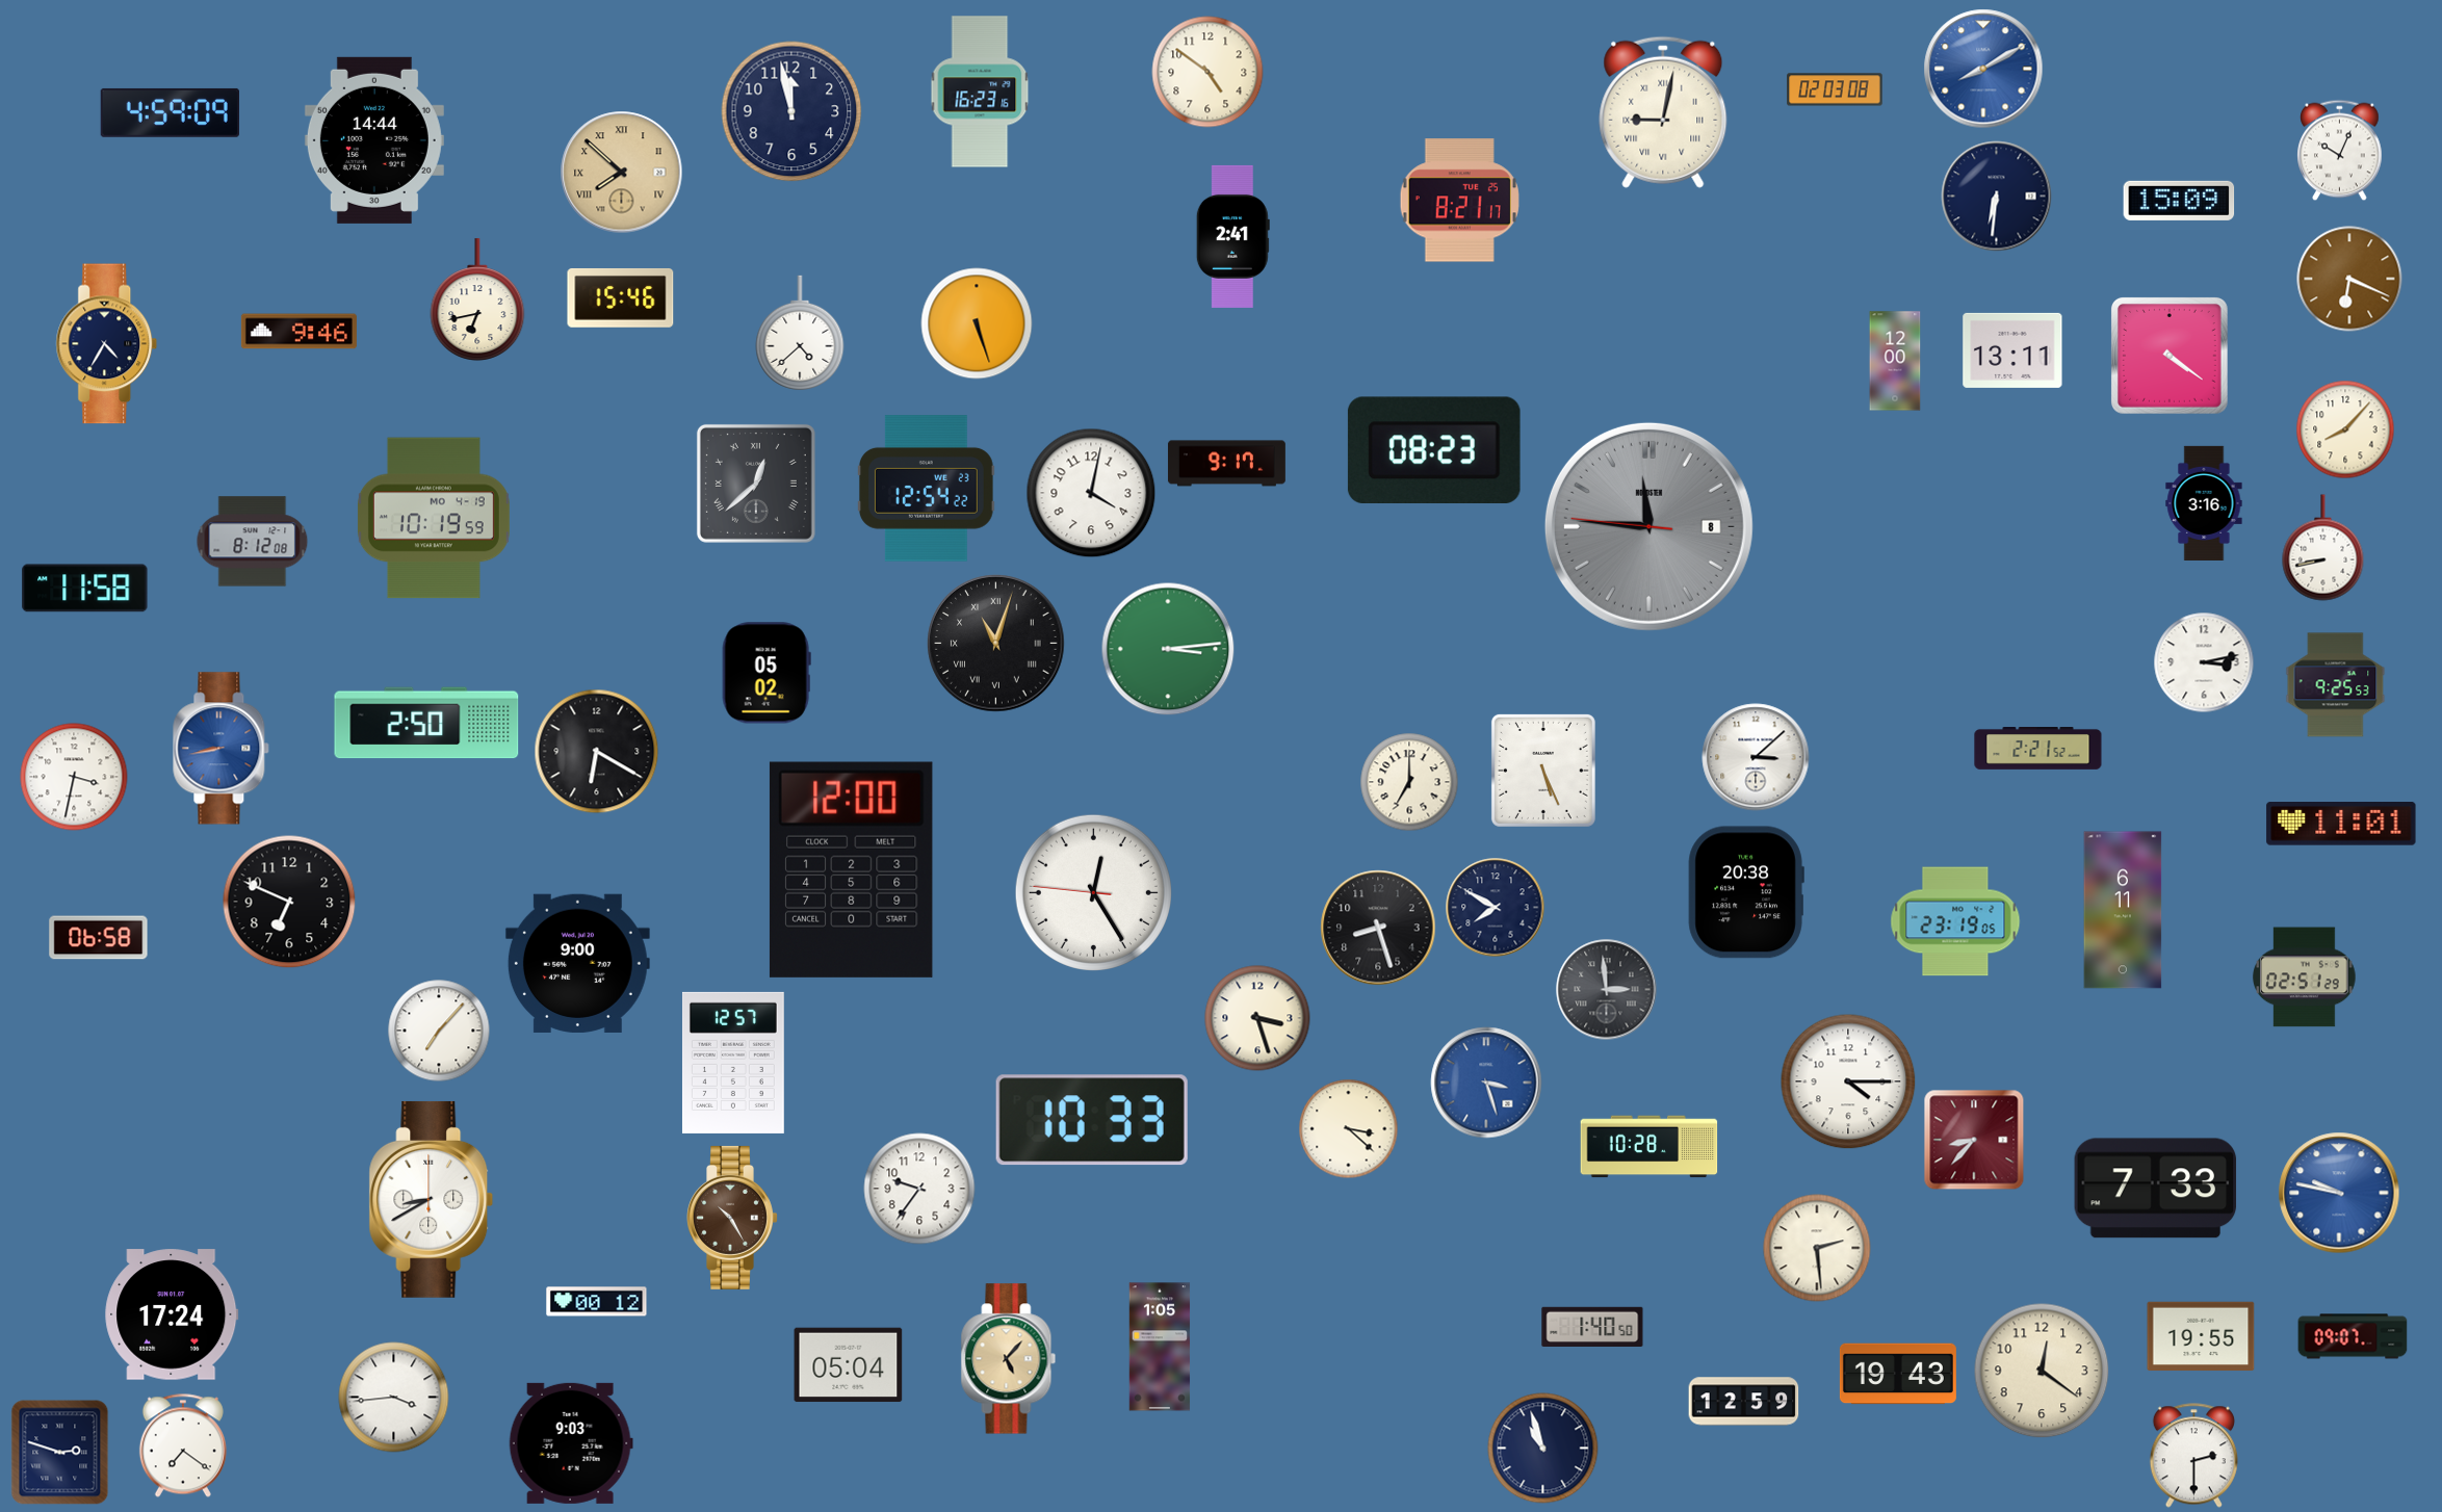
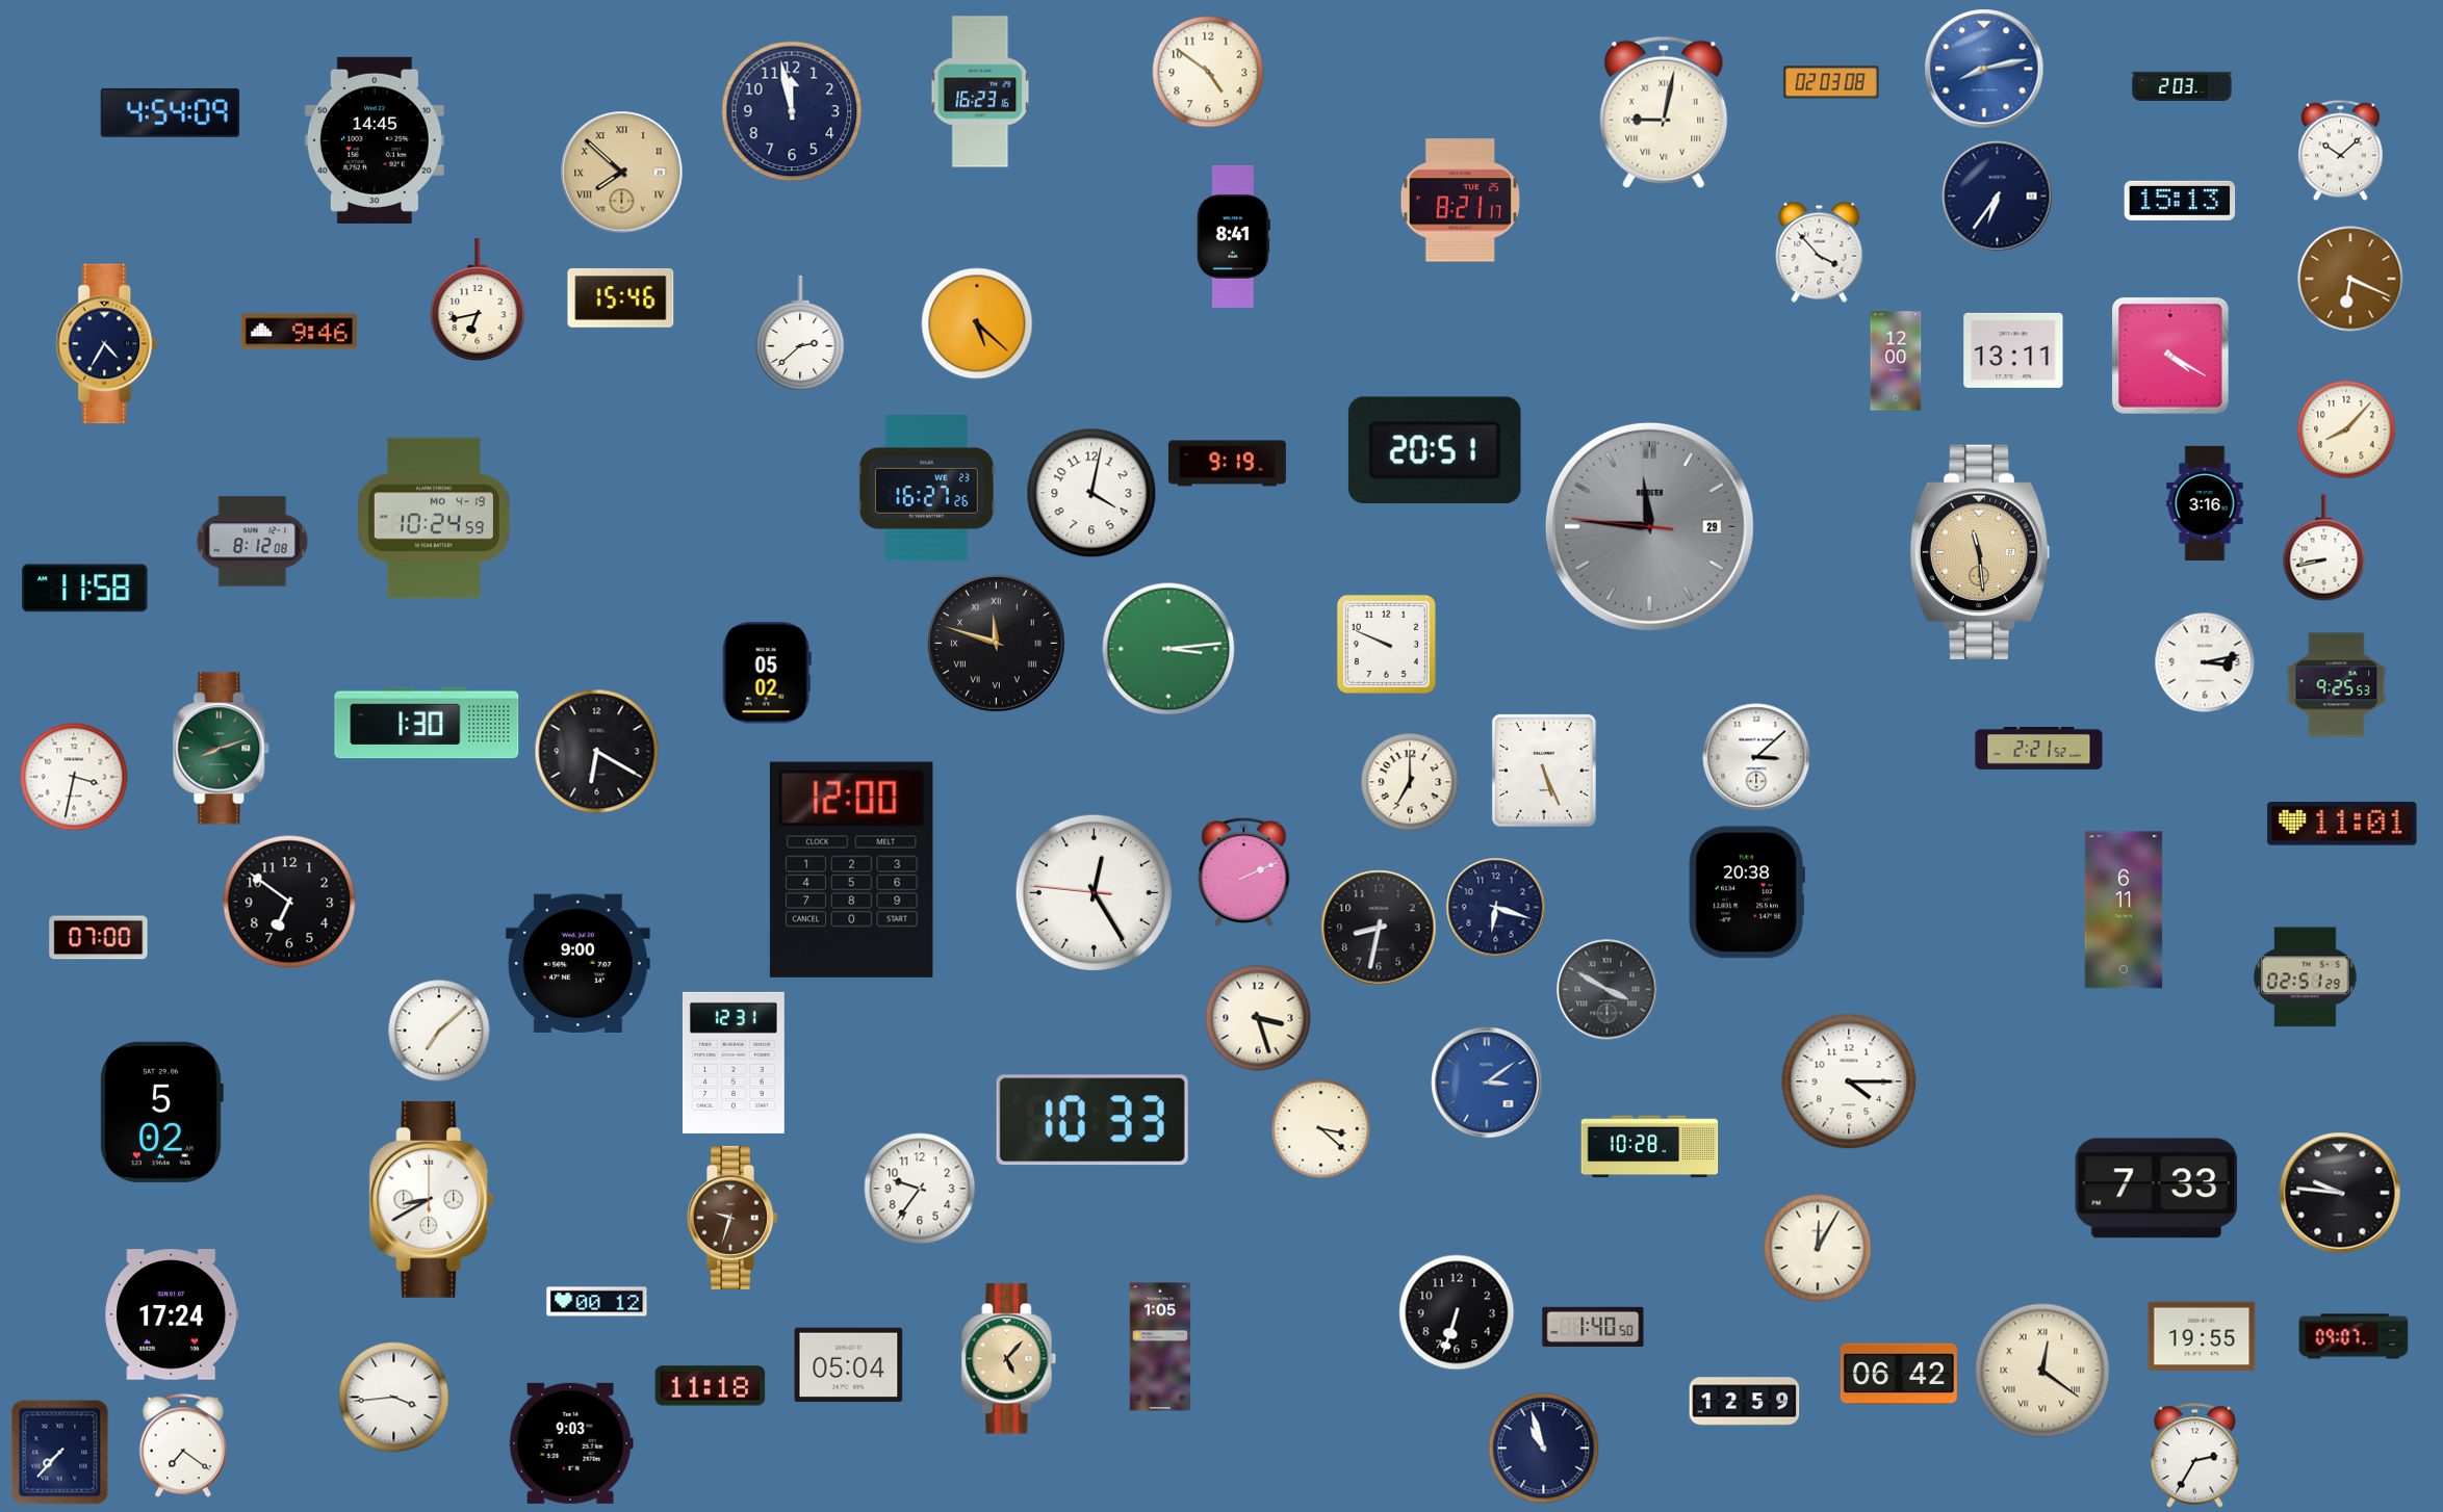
clock at (1983, 69): 8:10 -> 8:13
clock at (2182, 85): none -> 2:03
clock at (1835, 89) position: (1835, 89) -> (1831, 82)
clock at (170, 112): 4:59 -> 4:54
clock at (374, 140): 14:44 -> 14:45
clock at (2340, 151): 10:04 -> 10:08
clock at (1997, 197): 6:31 -> 6:36
clock at (2179, 201): 15:09 -> 15:13
clock at (1232, 236): 2:41 -> 8:41
clock at (1820, 252): none -> 3:53
clock at (977, 323): 5:27 -> 5:22
clock at (800, 333): 4:38 -> 2:38
clock at (2170, 356): 4:21 -> 4:20
clock at (1434, 449): 08:23 -> 20:51
clock at (1226, 464): 9:17 -> 9:19
clock at (756, 484): 12:38 -> none
clock at (926, 489): 12:54 -> 16:27
clock at (434, 518): 10:19 -> 10:24
clock at (1648, 526) date: 8 -> 29
clock at (1980, 552): none -> 11:29
clock at (996, 644): 11:03 -> 11:48
clock at (1386, 644): none -> 9:49
clock at (426, 723): 2:50 -> 1:30
clock at (222, 749): 8:43 -> 8:12
clock at (222, 749) dial: blue -> green
clock at (1244, 871): none -> 2:11
clock at (289, 902): 6:49 -> 6:51
clock at (1496, 908): 7:50 -> 6:18
clock at (1955, 921): 23:19 -> none
clock at (1378, 928): 8:27 -> 8:32
clock at (99, 938): 06:58 -> 07:00
clock at (1607, 990): 2:59 -> 3:50
clock at (439, 1031): 7:07 -> 7:08
clock at (733, 1063): 12:57 -> 12:31
clock at (1486, 1083): 3:27 -> 3:09
clock at (161, 1112): none -> 5:02
clock at (1349, 1129) position: (1349, 1129) -> (1321, 1129)
clock at (1974, 1140): 8:37 -> none
clock at (2339, 1193): 9:47 -> 9:46
clock at (2339, 1193) dial: blue -> black
clock at (732, 1218): 10:25 -> 9:33
clock at (1817, 1248): 2:29 -> 12:05
clock at (1457, 1312): none -> 6:33
clock at (2042, 1371) numerals: Arabic -> Roman
clock at (1898, 1374): 19:43 -> 06:42
clock at (711, 1386): none -> 11:18
clock at (60, 1453): 2:48 -> 7:37
clock at (2193, 1456): 2:30 -> 2:35
